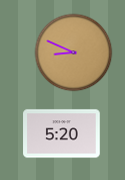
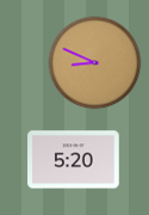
clock at (73, 52) position: (73, 52) -> (94, 62)
